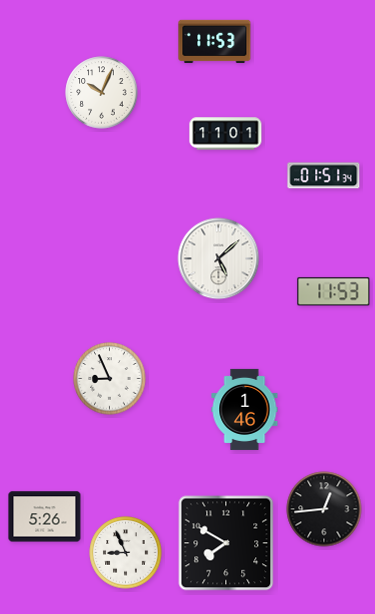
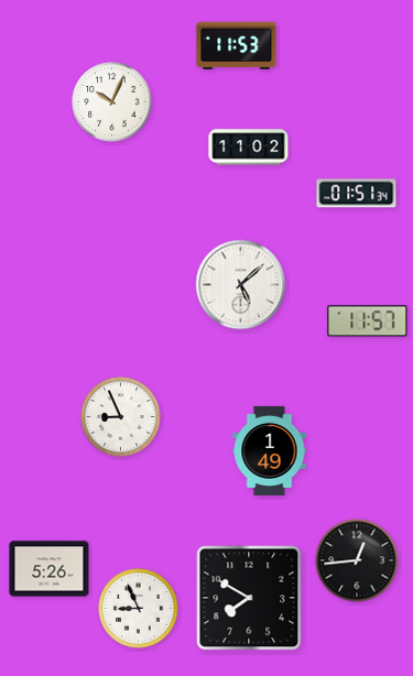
clock at (226, 134): 11:01 -> 11:02
clock at (334, 292): 11:53 -> 11:57
clock at (245, 409): 1:46 -> 1:49
